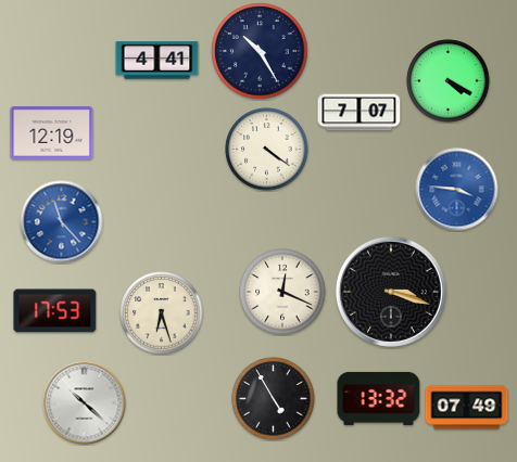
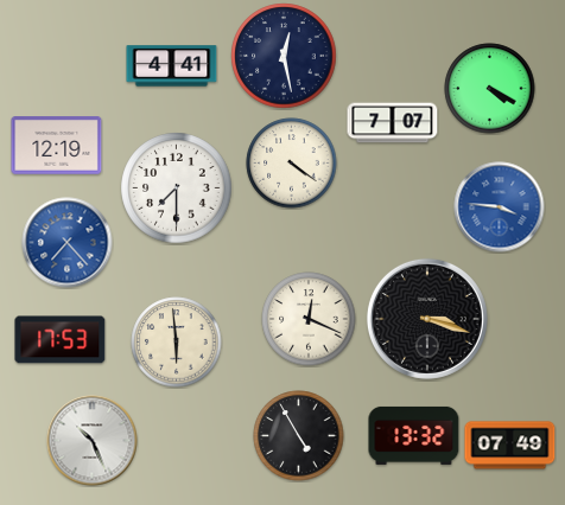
clock at (260, 51): 10:25 -> 12:28
clock at (177, 188): none -> 7:30
clock at (62, 222): 11:23 -> 7:23
clock at (162, 313): 6:27 -> 5:59
clock at (85, 403): 10:22 -> 10:26
